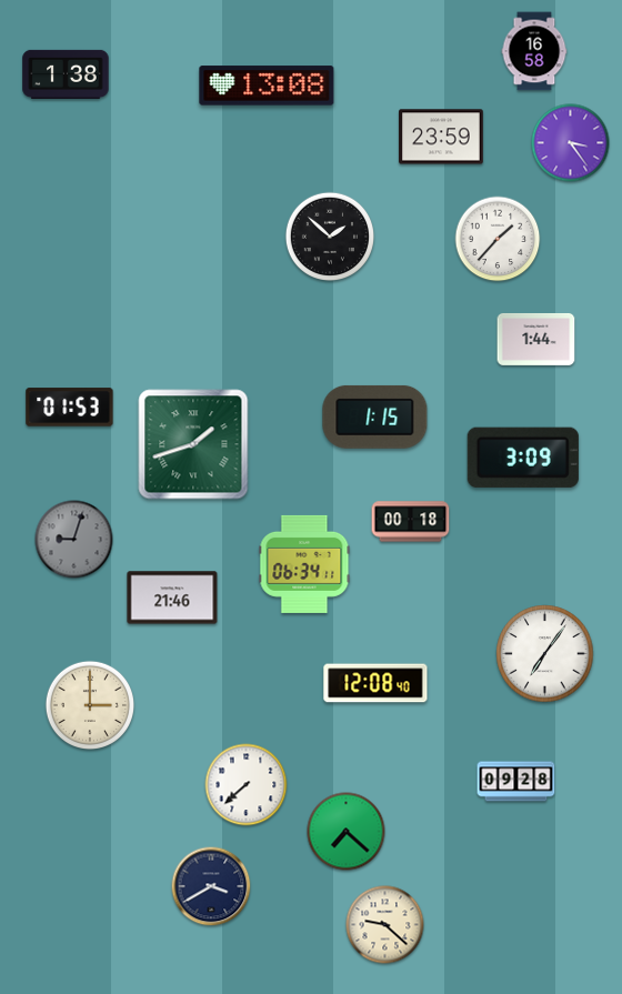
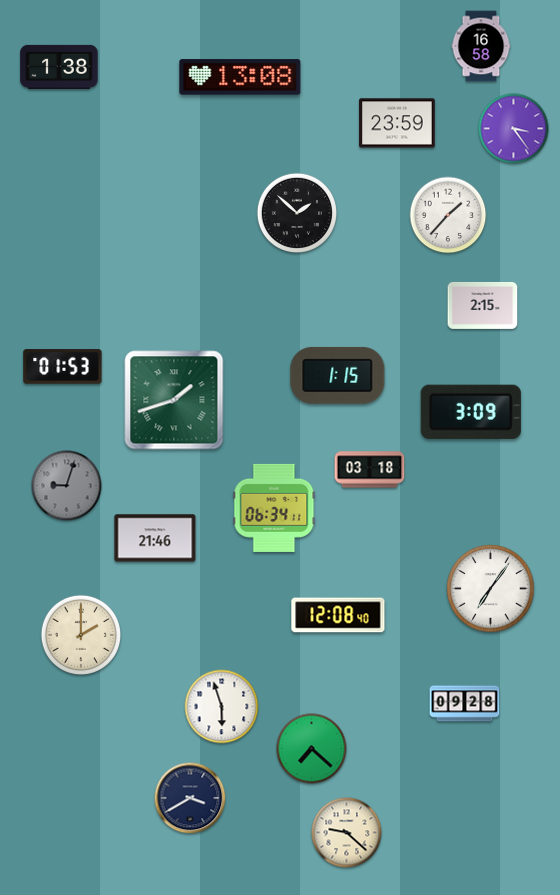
clock at (536, 339): 1:44 -> 2:15
clock at (411, 522): 00:18 -> 03:18
clock at (89, 704): 3:00 -> 2:00
clock at (247, 785): 7:38 -> 5:57
